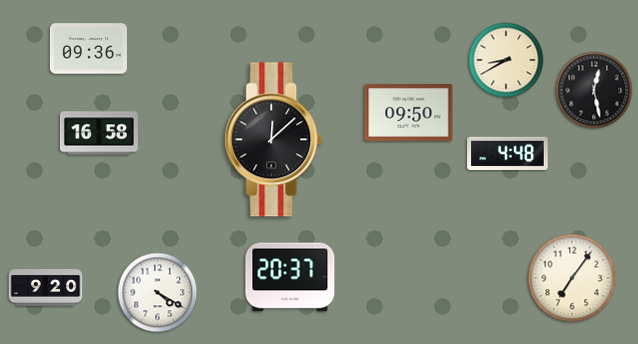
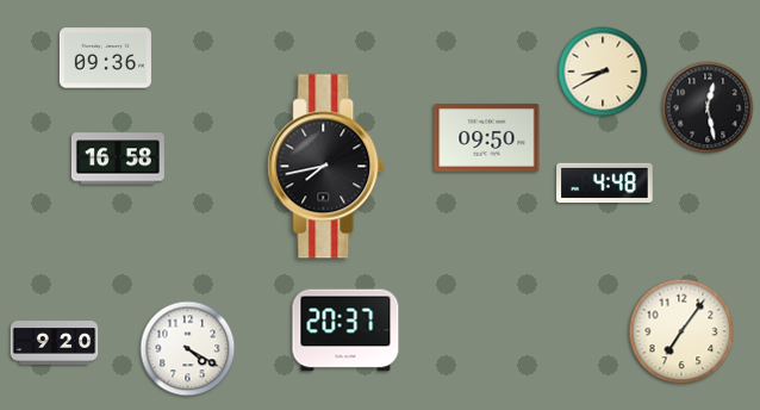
clock at (409, 112) position: (409, 112) -> (487, 137)
clock at (274, 140): 12:08 -> 7:43
